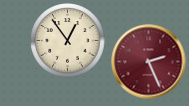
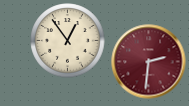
clock at (149, 62): 2:26 -> 2:31
